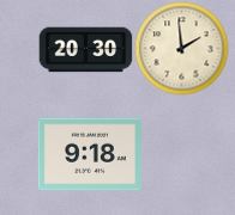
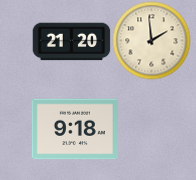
clock at (85, 50): 20:30 -> 21:20
